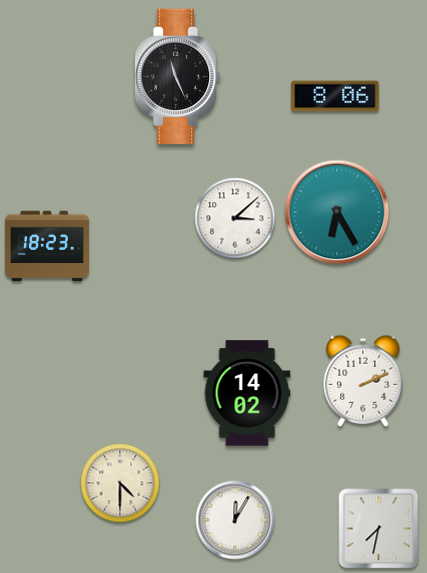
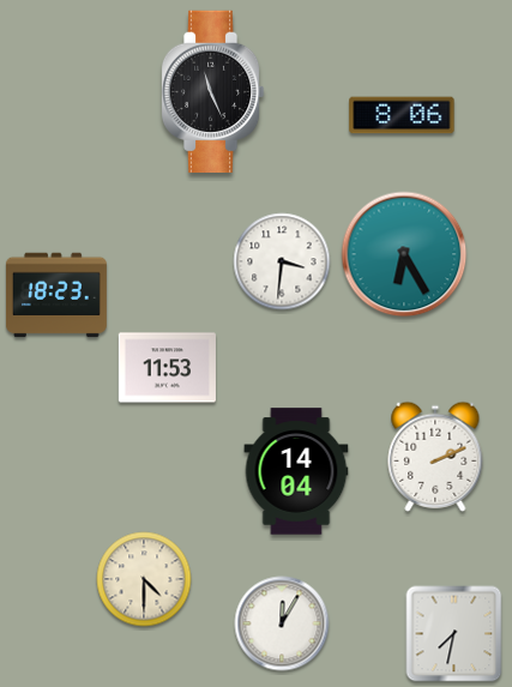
clock at (235, 218): 3:08 -> 3:31
clock at (167, 368): none -> 11:53
clock at (247, 393): 14:02 -> 14:04
